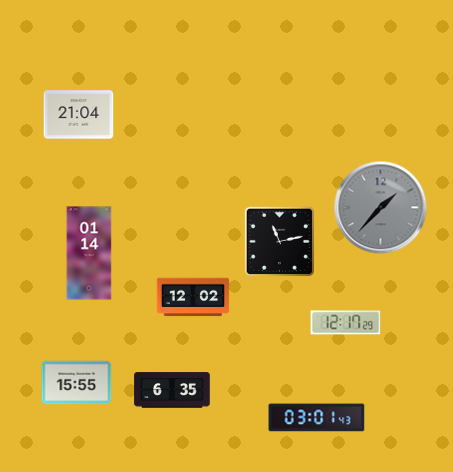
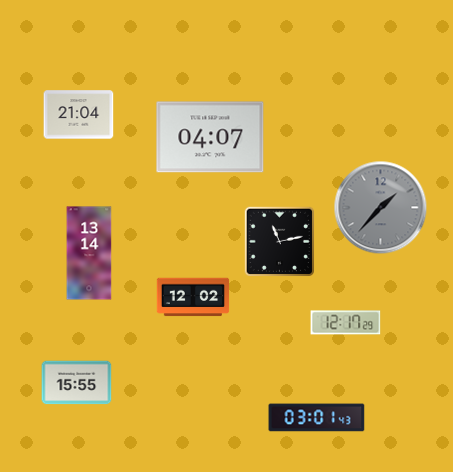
clock at (210, 137): none -> 04:07
clock at (89, 253): 01:14 -> 13:14
clock at (172, 390): 6:35 -> none
